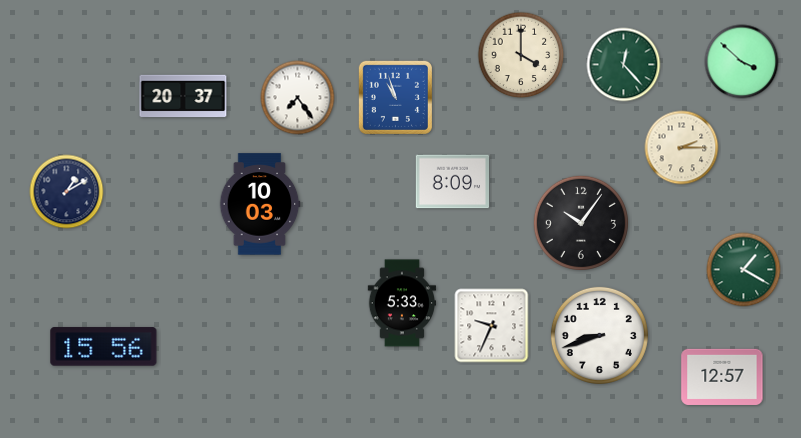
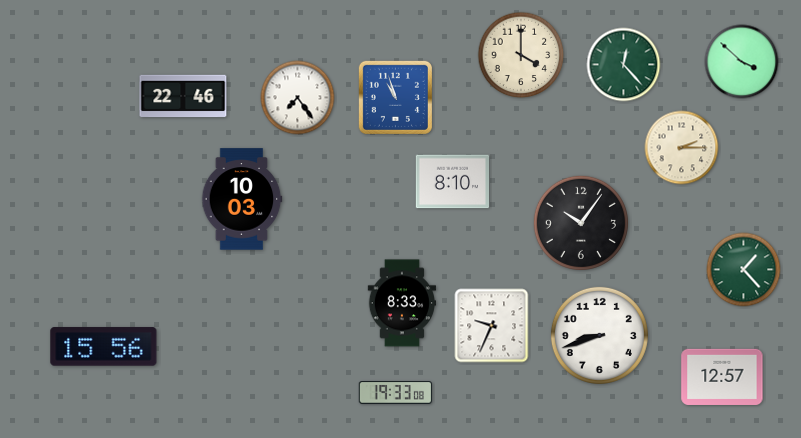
clock at (183, 96): 20:37 -> 22:46
clock at (452, 182): 8:09 -> 8:10
clock at (67, 192): 1:10 -> none
clock at (260, 204) position: (260, 204) -> (242, 199)
clock at (744, 270): 1:20 -> 1:23
clock at (401, 303): 5:33 -> 8:33
clock at (395, 393): none -> 19:33
